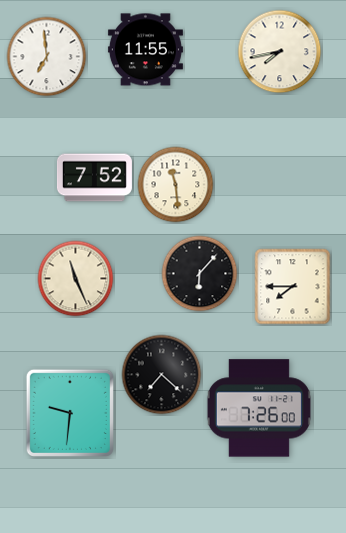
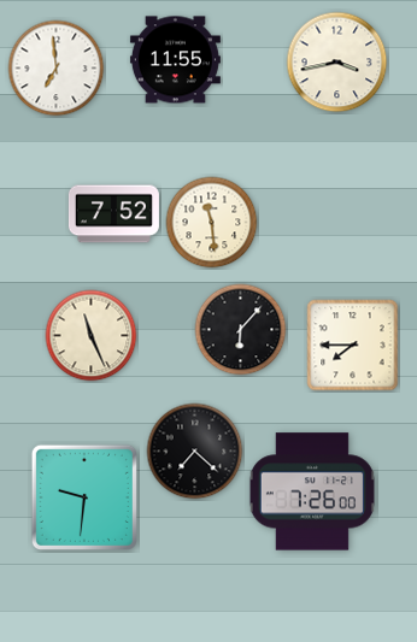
clock at (280, 52): 7:43 -> 3:43
